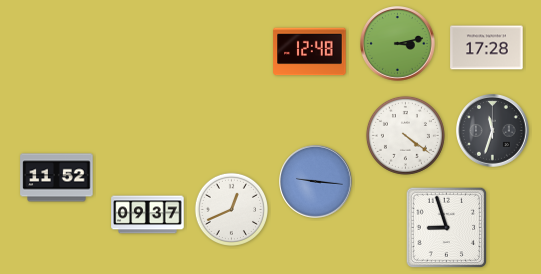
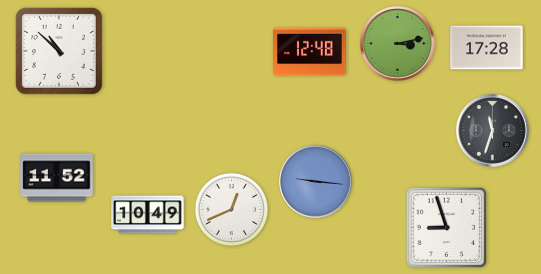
clock at (59, 51): none -> 10:52
clock at (405, 135): 4:21 -> none
clock at (148, 215): 09:37 -> 10:49
